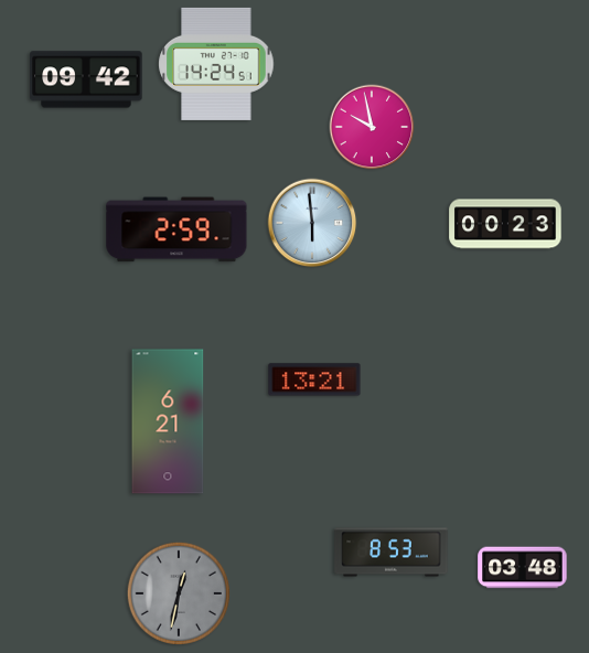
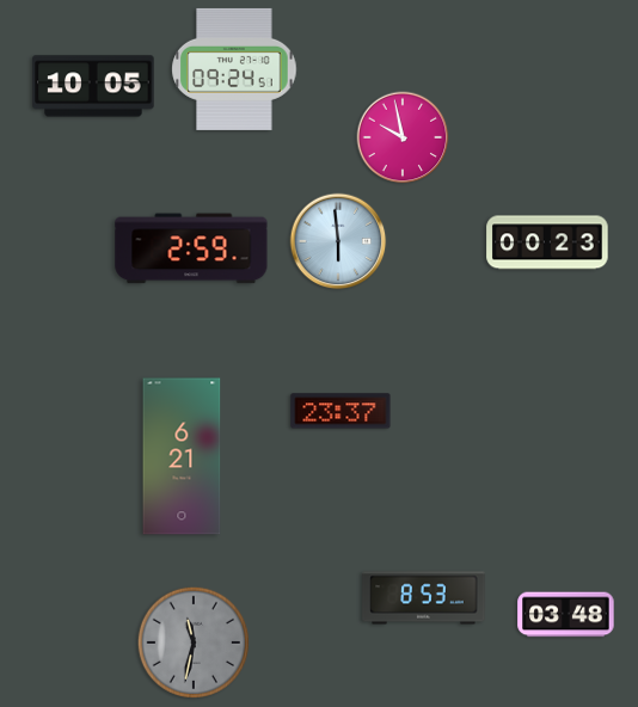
clock at (216, 64): 14:24 -> 09:24
clock at (86, 79): 09:42 -> 10:05
clock at (314, 379): 13:21 -> 23:37
clock at (178, 592): 12:32 -> 11:32
